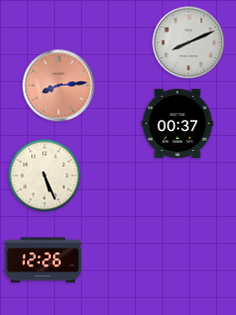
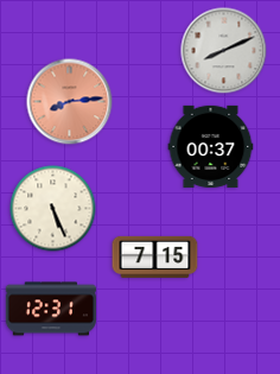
clock at (155, 256): none -> 7:15
clock at (42, 260): 12:26 -> 12:31
